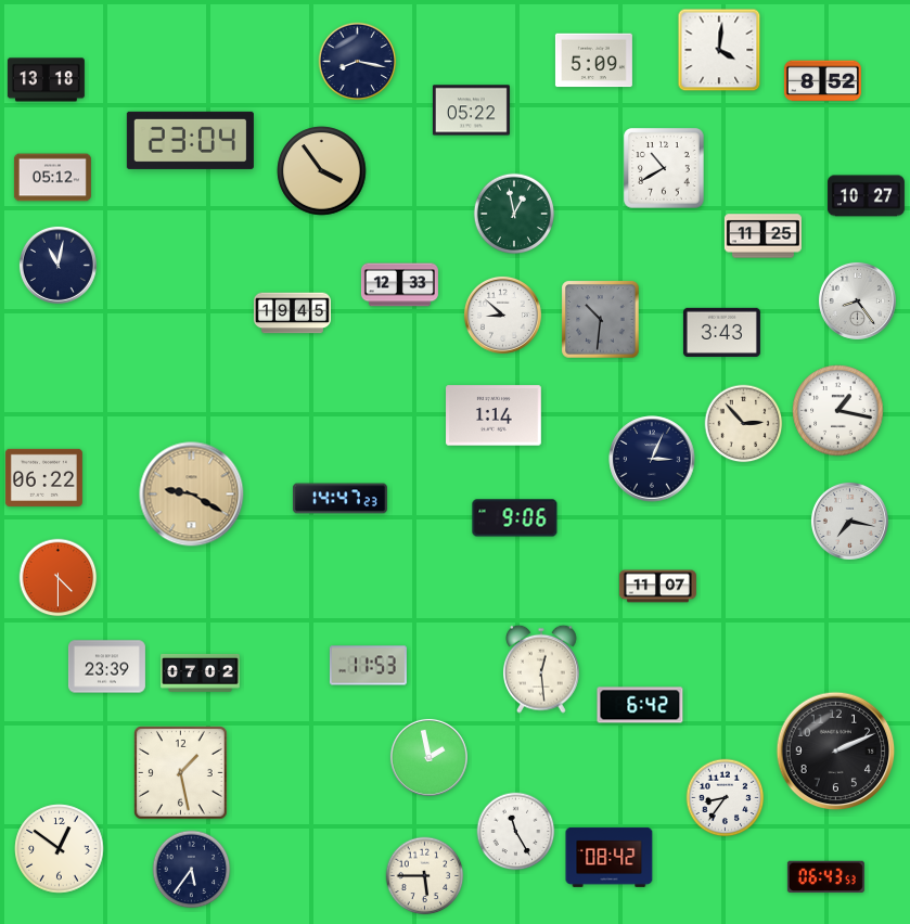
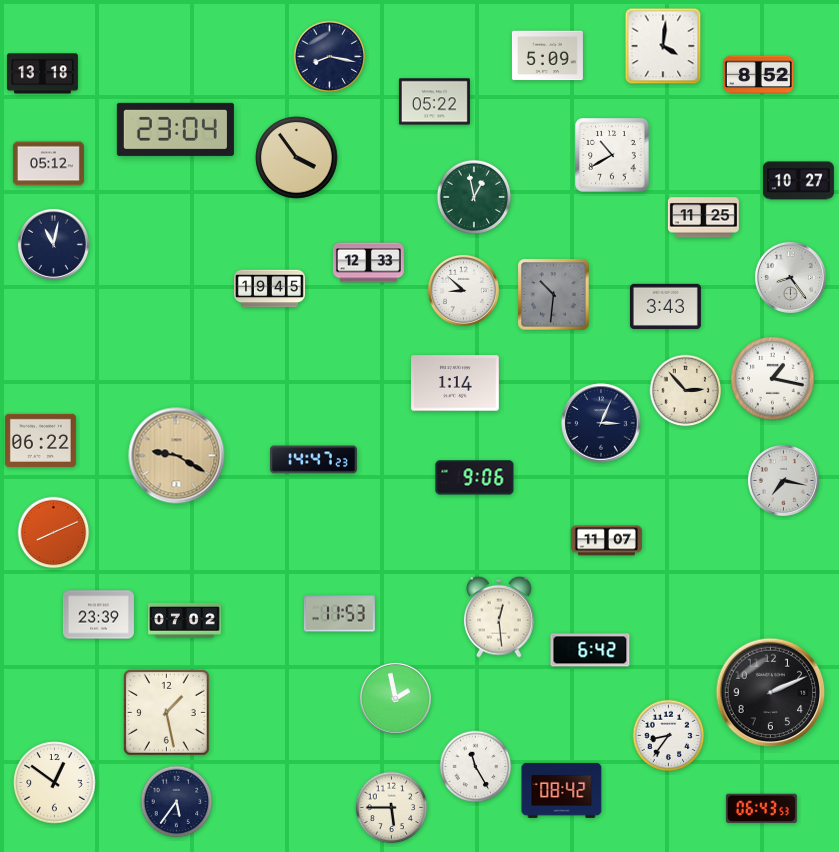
clock at (59, 578): 4:30 -> 8:11
